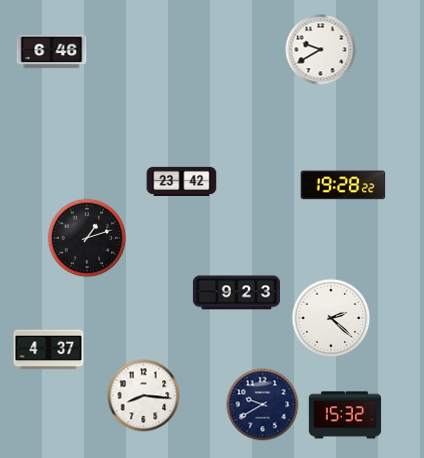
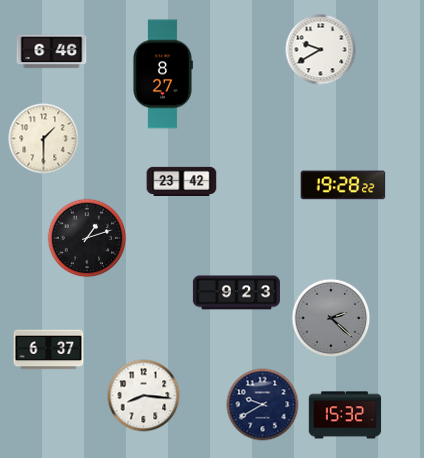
clock at (162, 74): none -> 8:27
clock at (44, 139): none -> 1:30
clock at (331, 318) dial: white -> grey
clock at (49, 350): 4:37 -> 6:37
